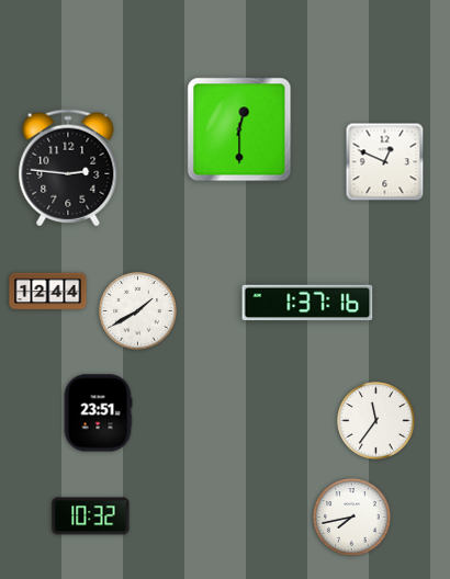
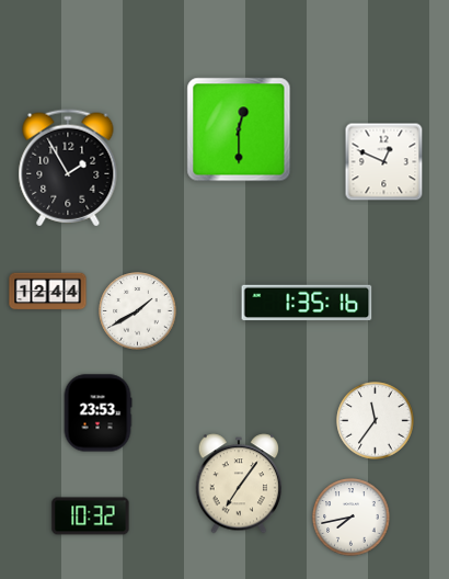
clock at (68, 168): 2:46 -> 1:55
clock at (307, 303): 1:37 -> 1:35
clock at (98, 413): 23:51 -> 23:53
clock at (239, 484): none -> 7:06
